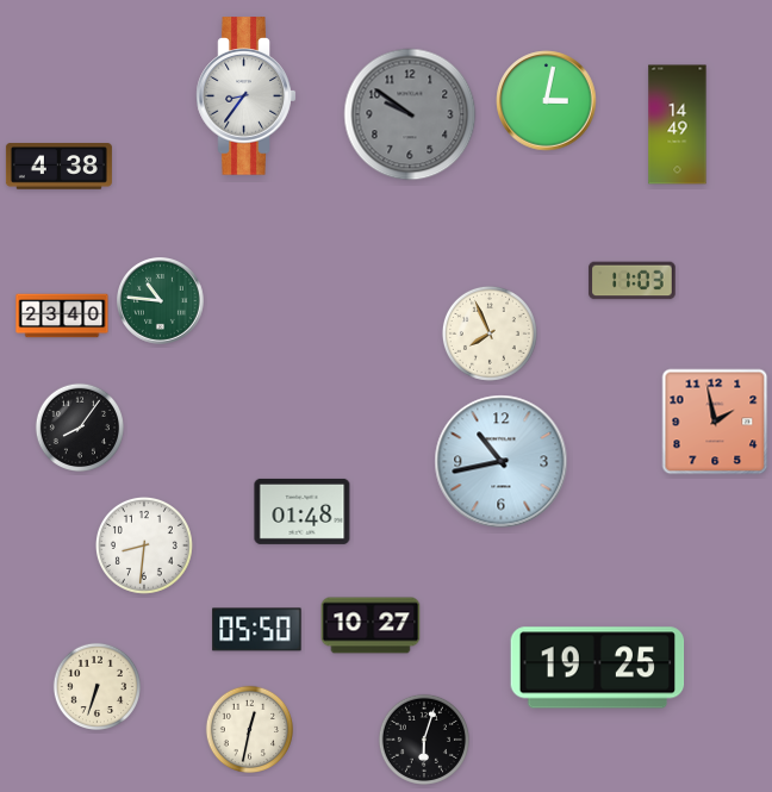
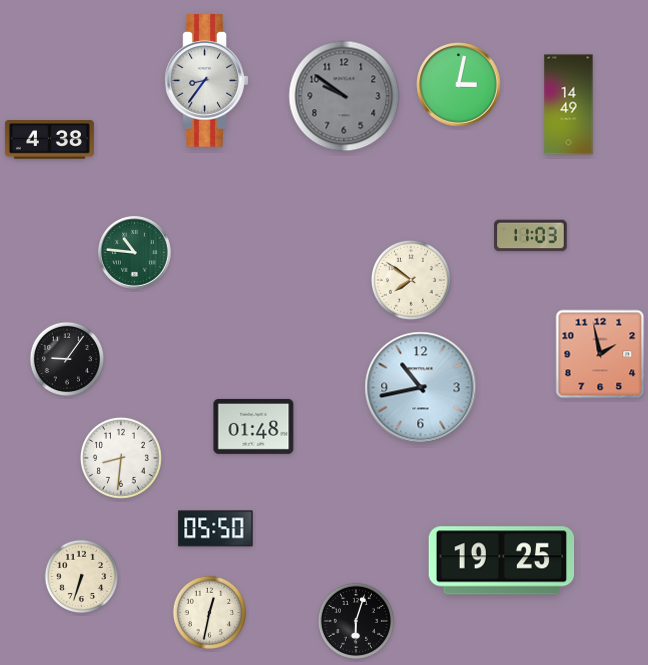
clock at (62, 316): 23:40 -> none
clock at (490, 333): 7:56 -> 7:51
clock at (79, 426): 8:06 -> 9:06
clock at (303, 511) position: (303, 511) -> (254, 426)
clock at (371, 625): 10:27 -> none
